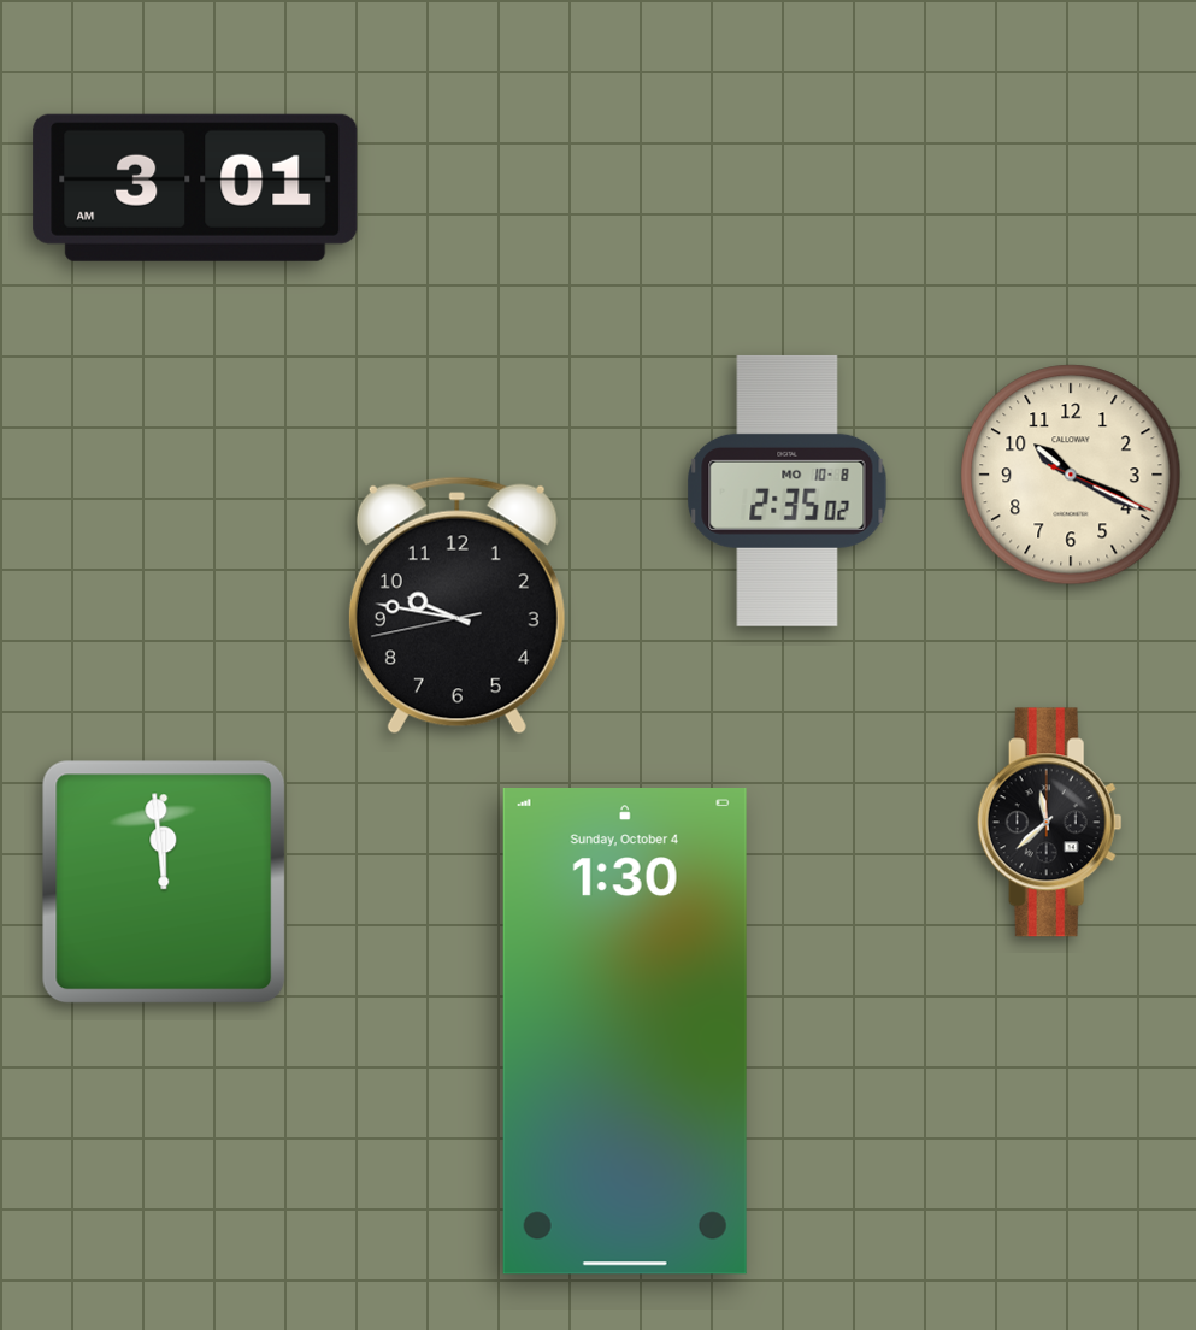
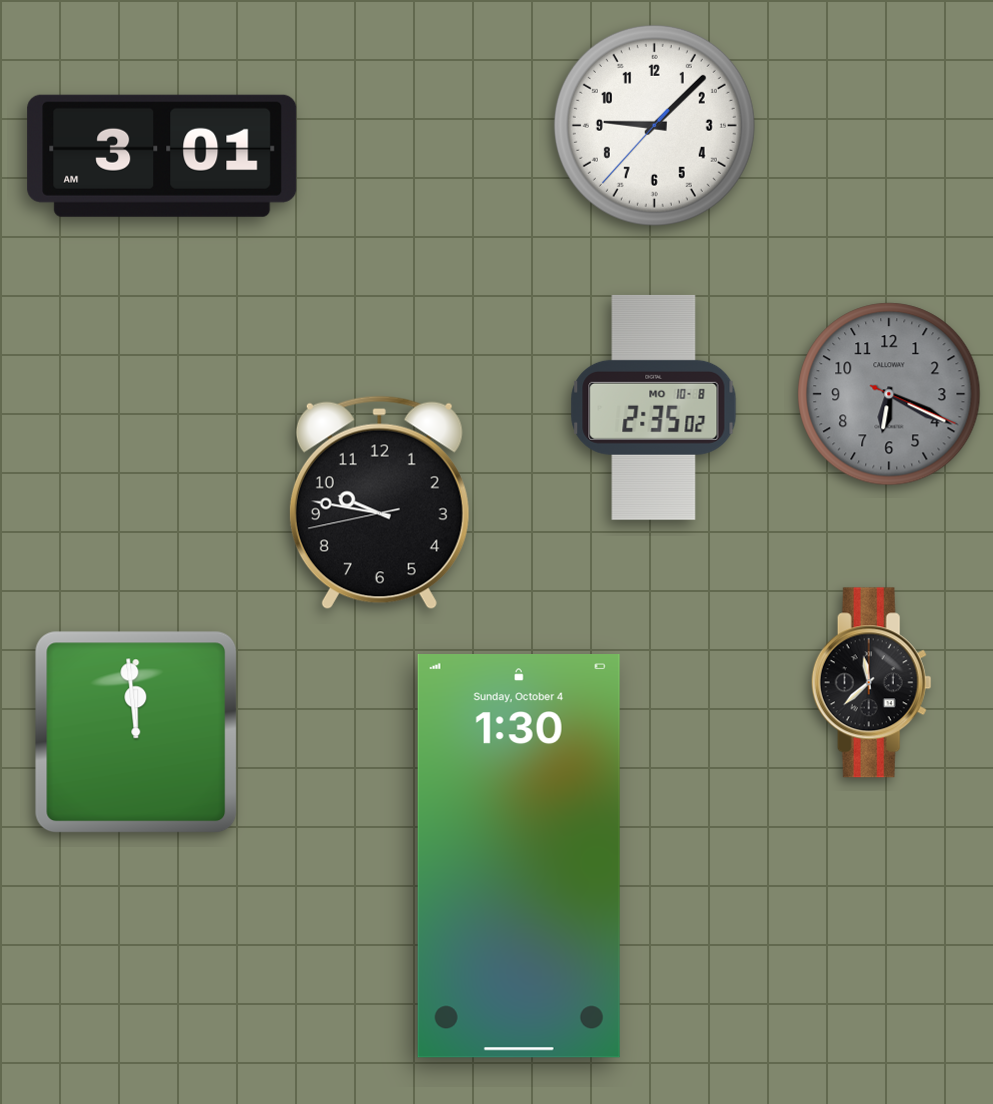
clock at (654, 125): none -> 9:07
clock at (1071, 475): 10:19 -> 6:19
clock at (1071, 475) dial: cream -> grey
